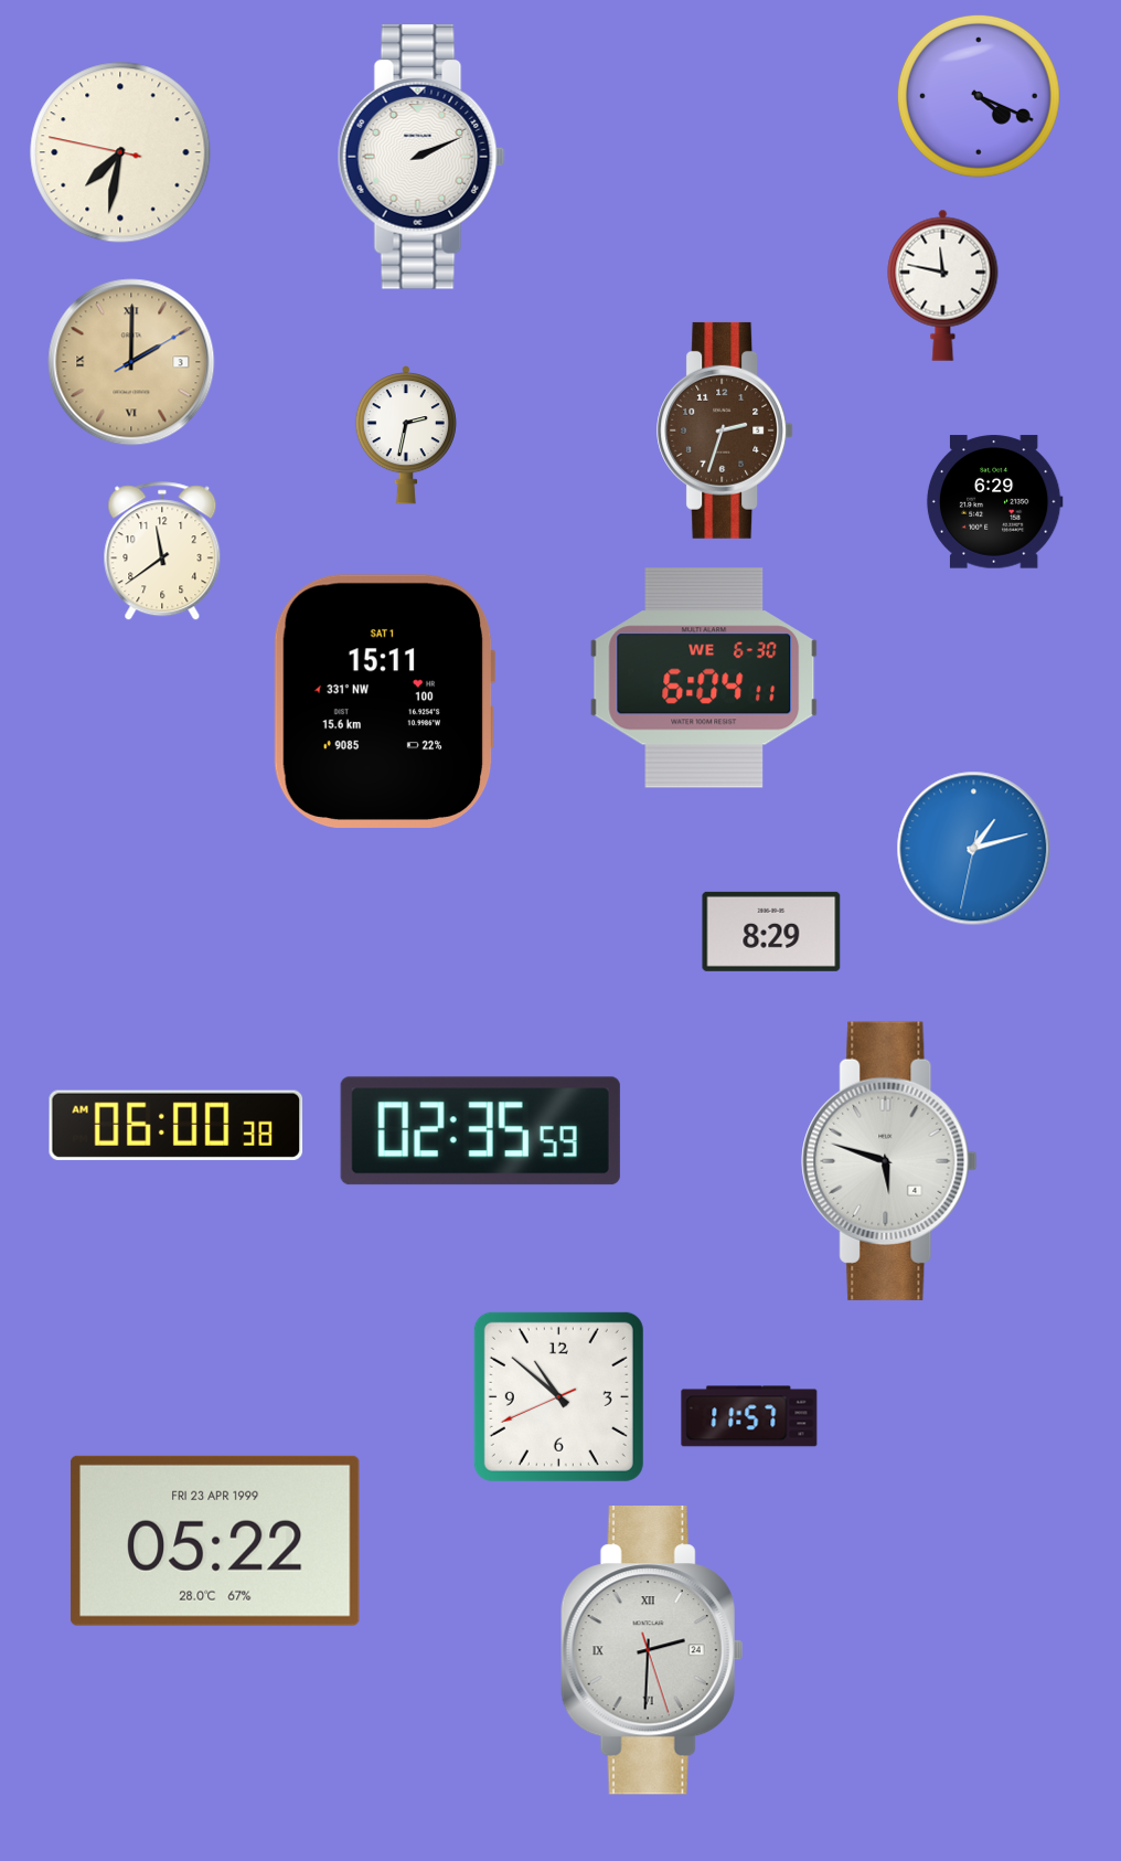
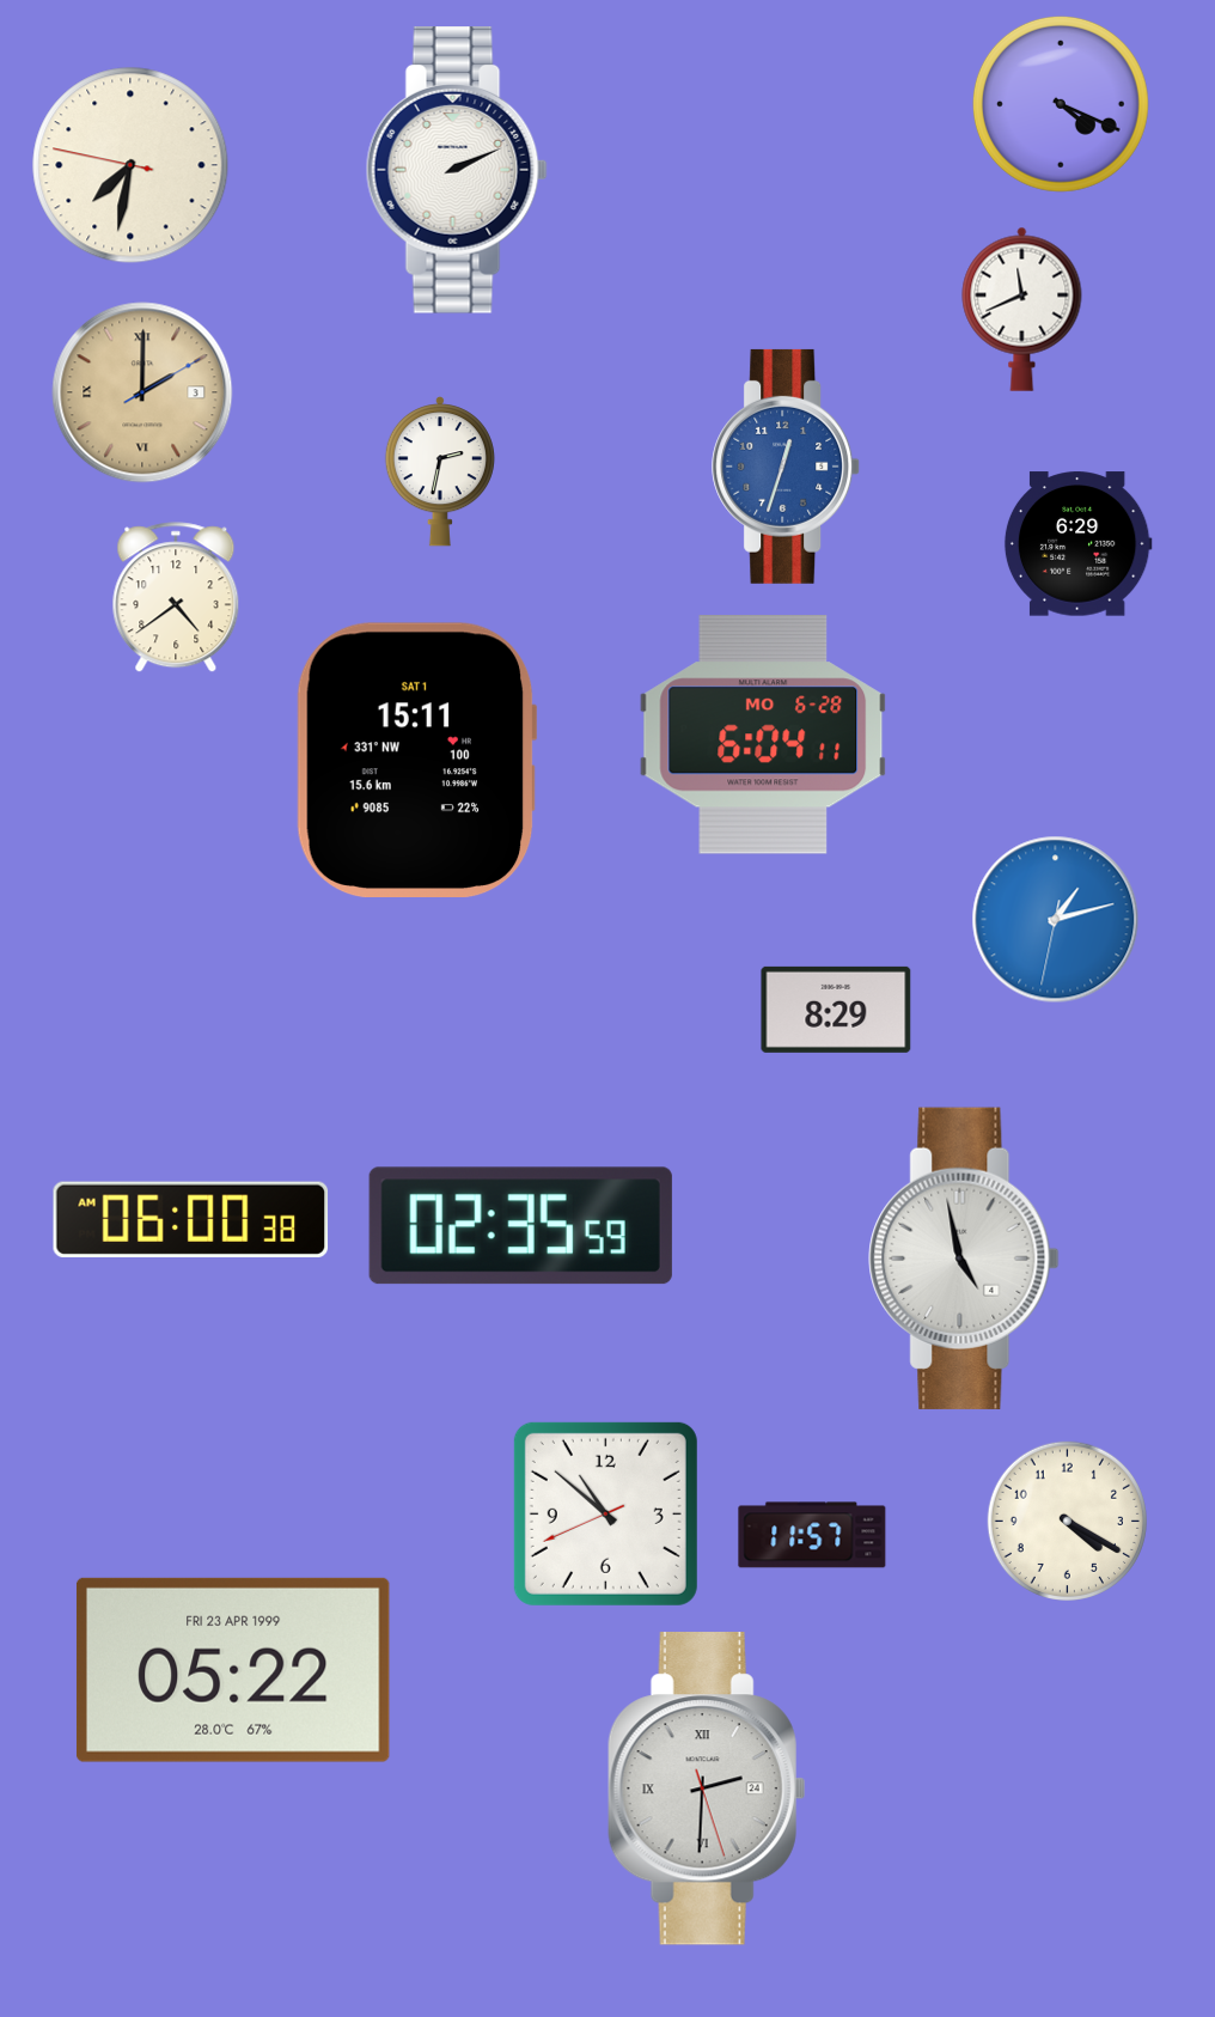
clock at (943, 285): 11:47 -> 11:41
clock at (726, 430): 2:33 -> 12:33
clock at (726, 430) dial: brown -> blue
clock at (162, 552): 11:39 -> 4:39
clock at (704, 678) date: WE 6-30 -> MO 6-28
clock at (889, 1161): 5:48 -> 4:58
clock at (1067, 1521): none -> 4:20
